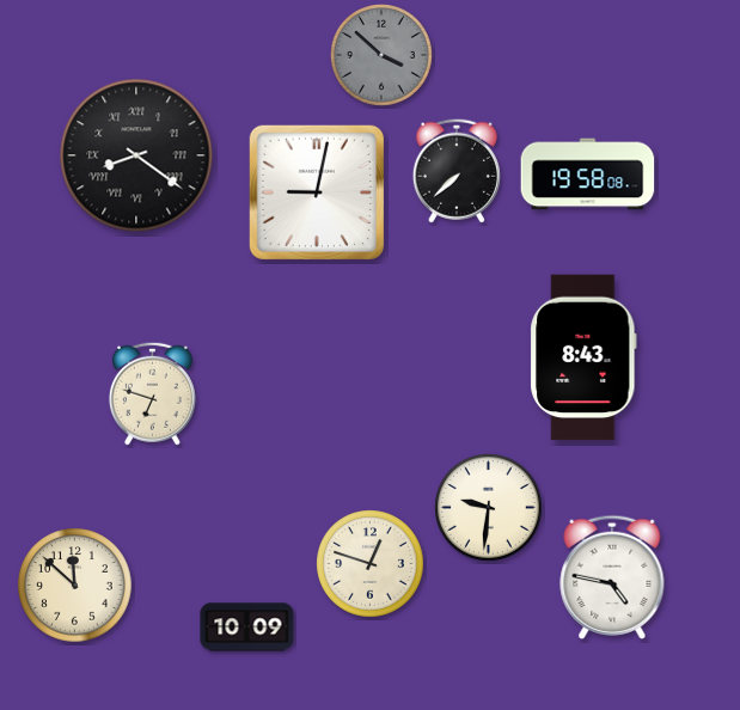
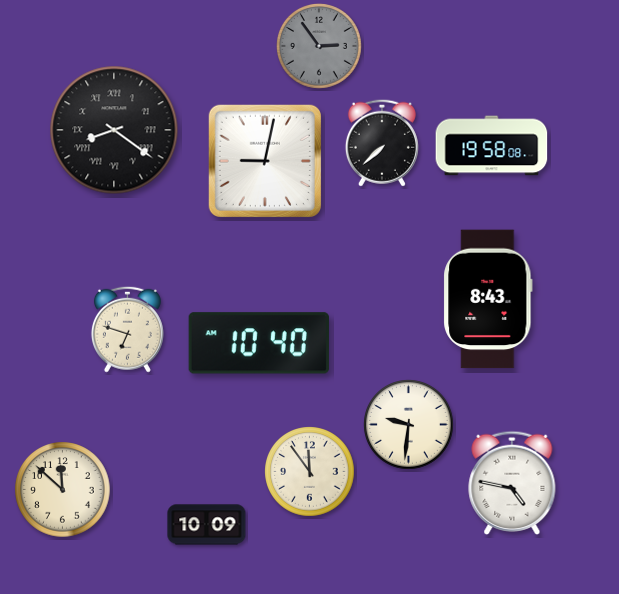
clock at (383, 56): 3:52 -> 2:54
clock at (259, 343): none -> 10:40
clock at (371, 564): 12:48 -> 11:54
